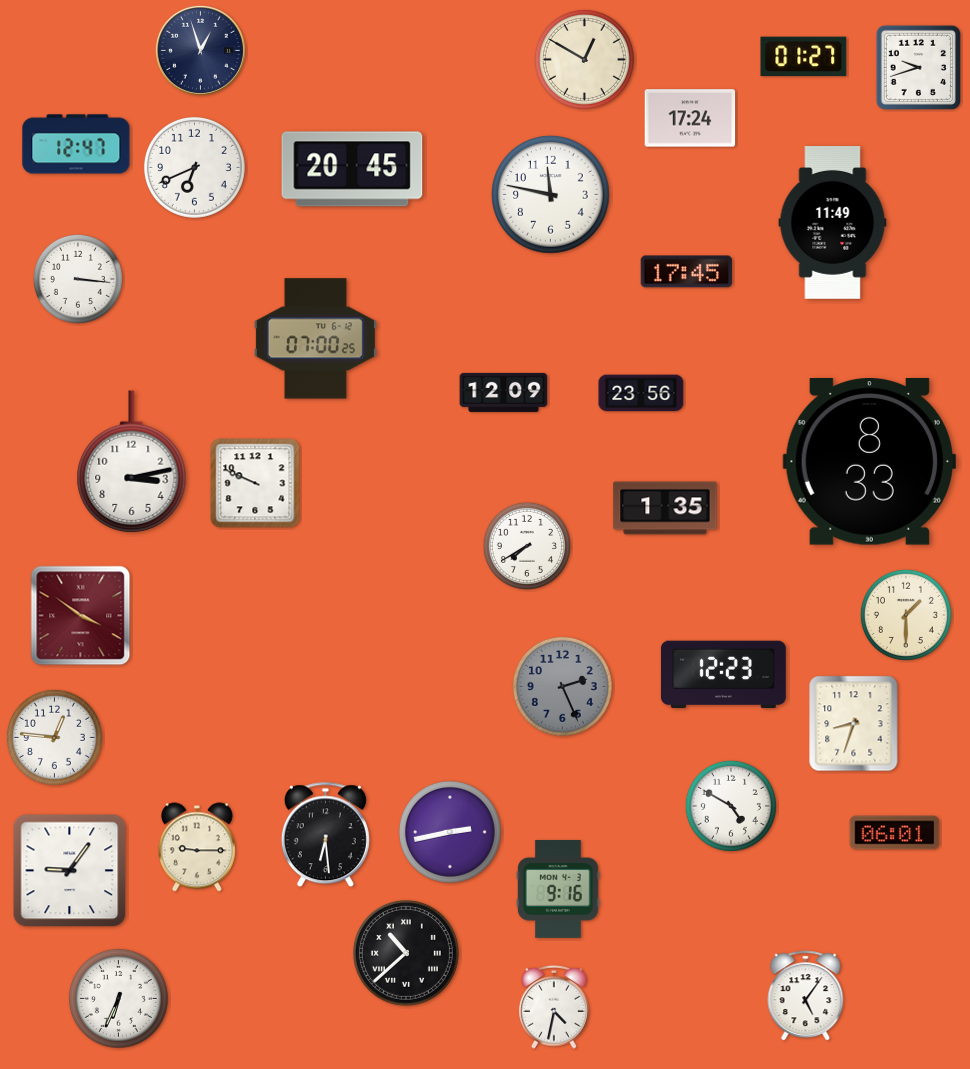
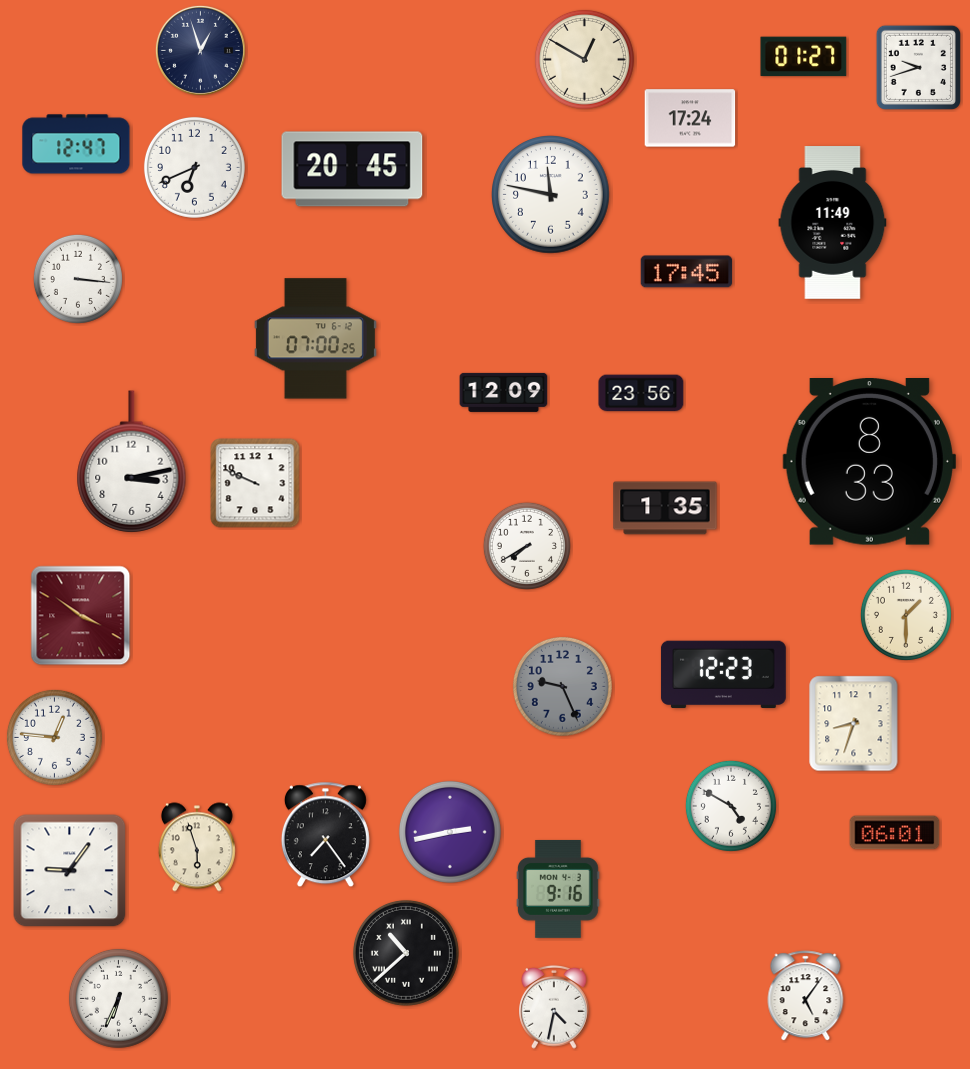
clock at (562, 686): 2:26 -> 9:26
clock at (325, 835): 6:29 -> 7:24
clock at (197, 847): 9:15 -> 5:57
